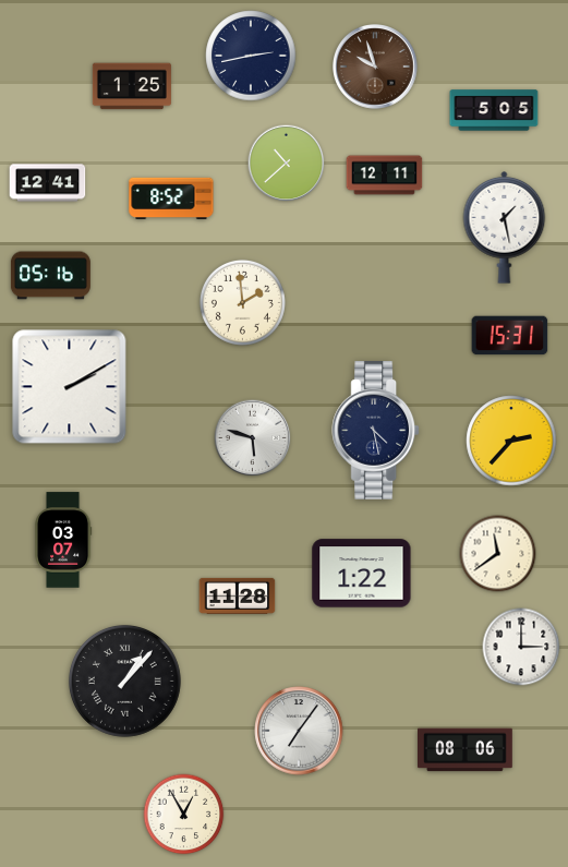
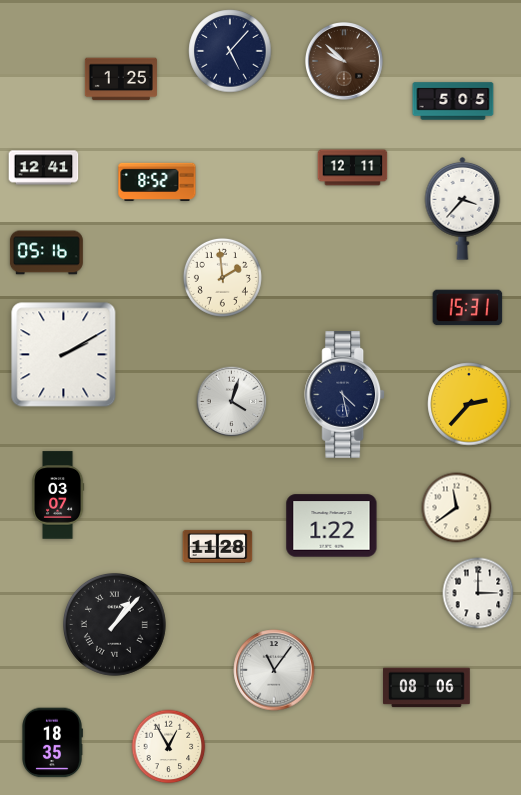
clock at (251, 56): 2:43 -> 5:07
clock at (376, 68): 9:57 -> 9:52
clock at (287, 164): 10:38 -> none
clock at (385, 176) position: (385, 176) -> (353, 168)
clock at (505, 227): 1:28 -> 3:37
clock at (253, 438): 5:48 -> 4:03
clock at (299, 731): 7:06 -> 11:06
clock at (52, 743): none -> 18:35
